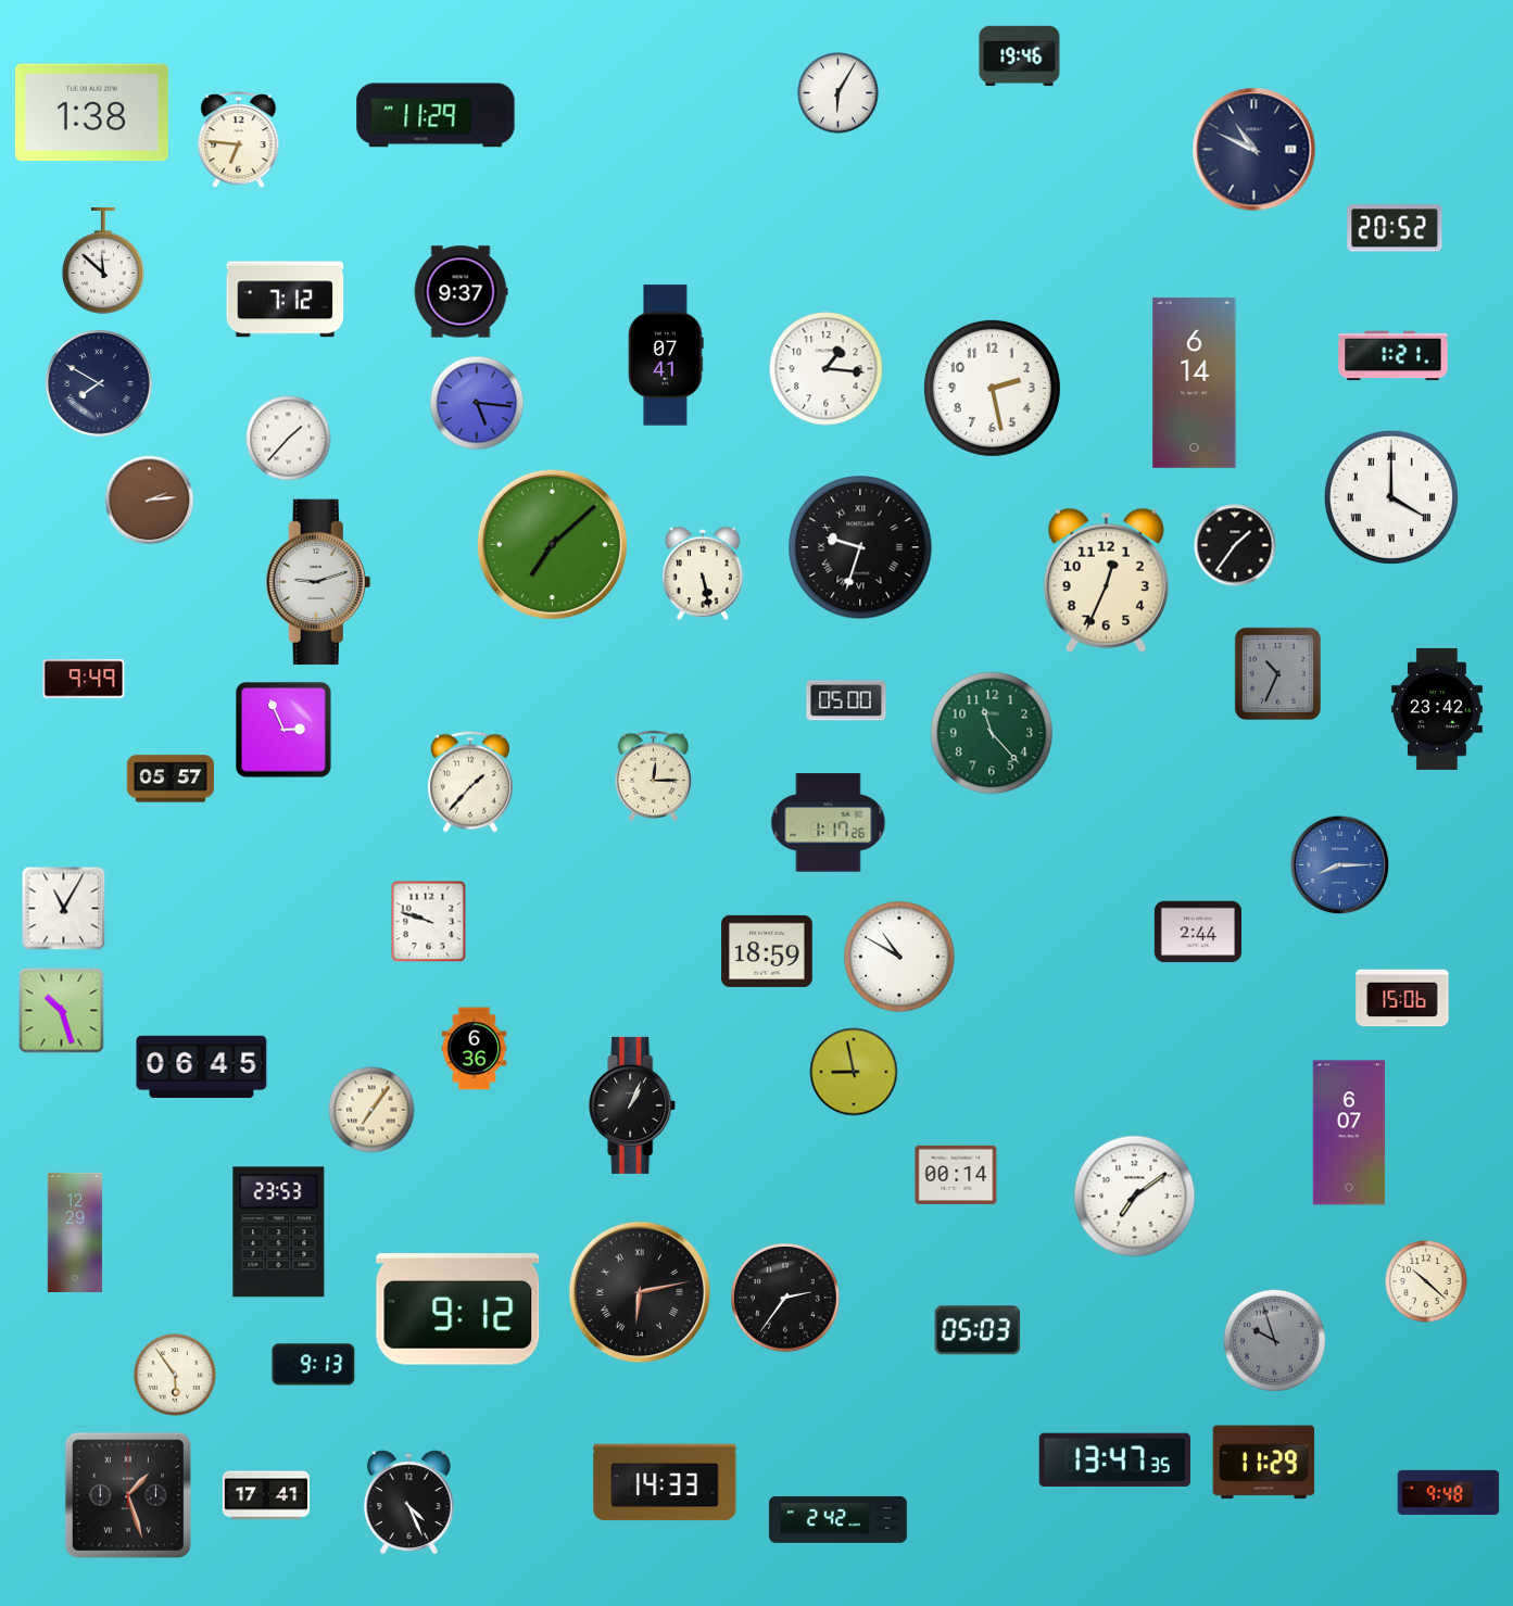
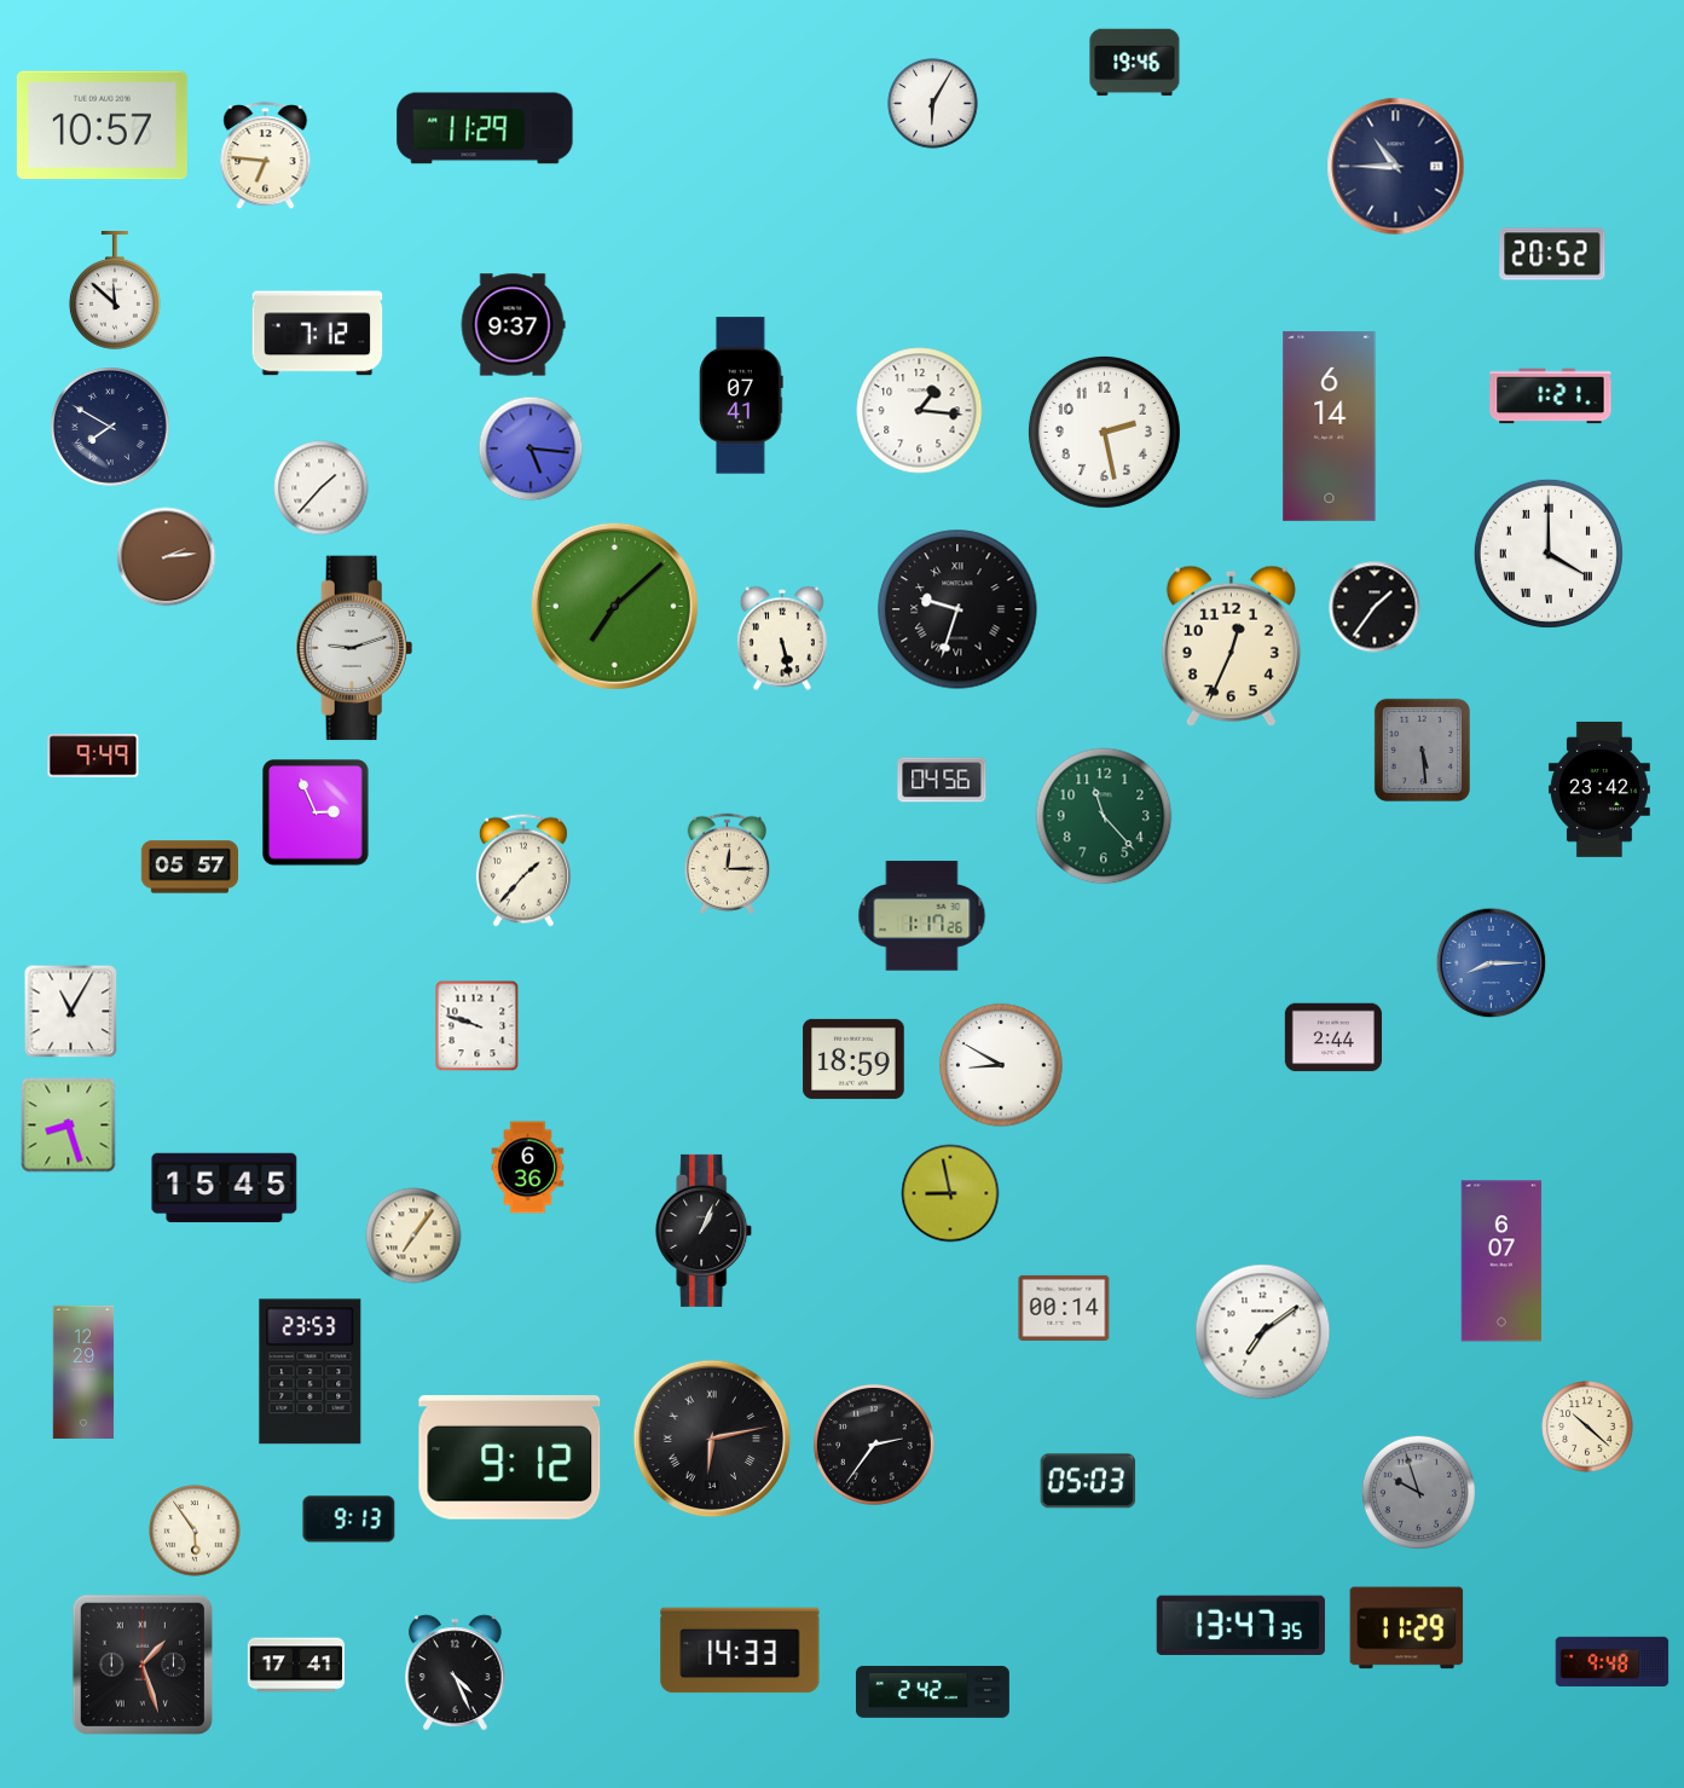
clock at (91, 113): 1:38 -> 10:57
clock at (1254, 150): 10:49 -> 10:45
clock at (1277, 673): 10:34 -> 5:29
clock at (846, 700): 05:00 -> 04:56
clock at (899, 957): 10:50 -> 8:50
clock at (1402, 998): 15:06 -> none
clock at (62, 1011): 10:27 -> 8:27
clock at (202, 1067): 06:45 -> 15:45
